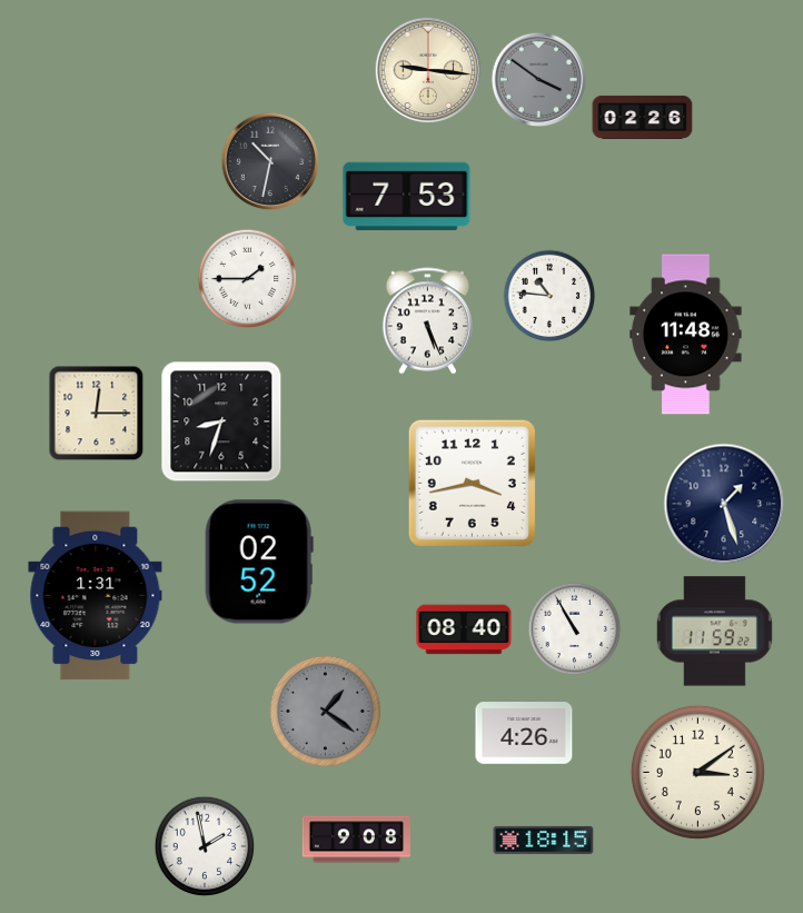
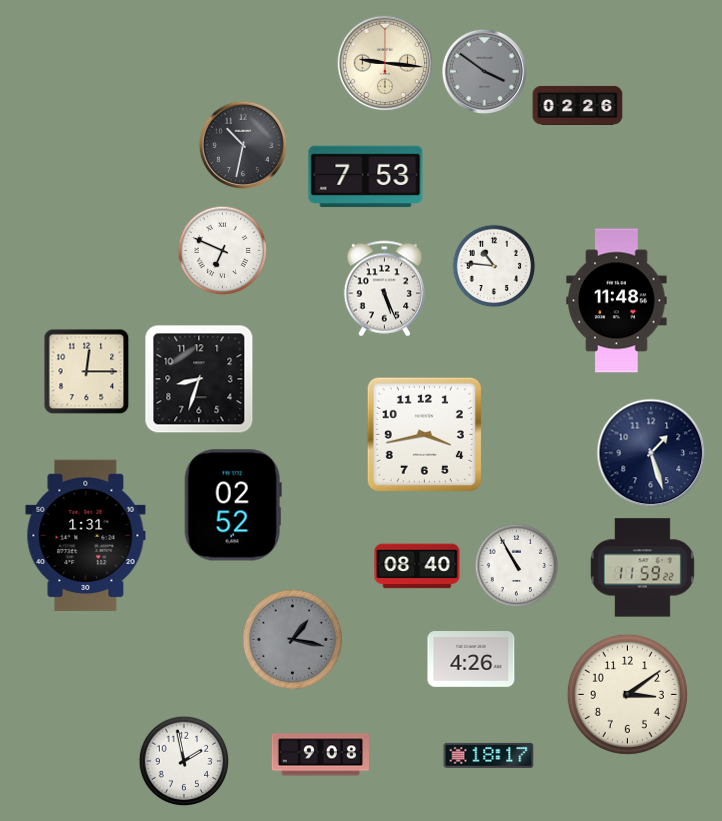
clock at (248, 279): 1:45 -> 6:49
clock at (325, 711): 1:21 -> 1:17
clock at (544, 840): 18:15 -> 18:17
